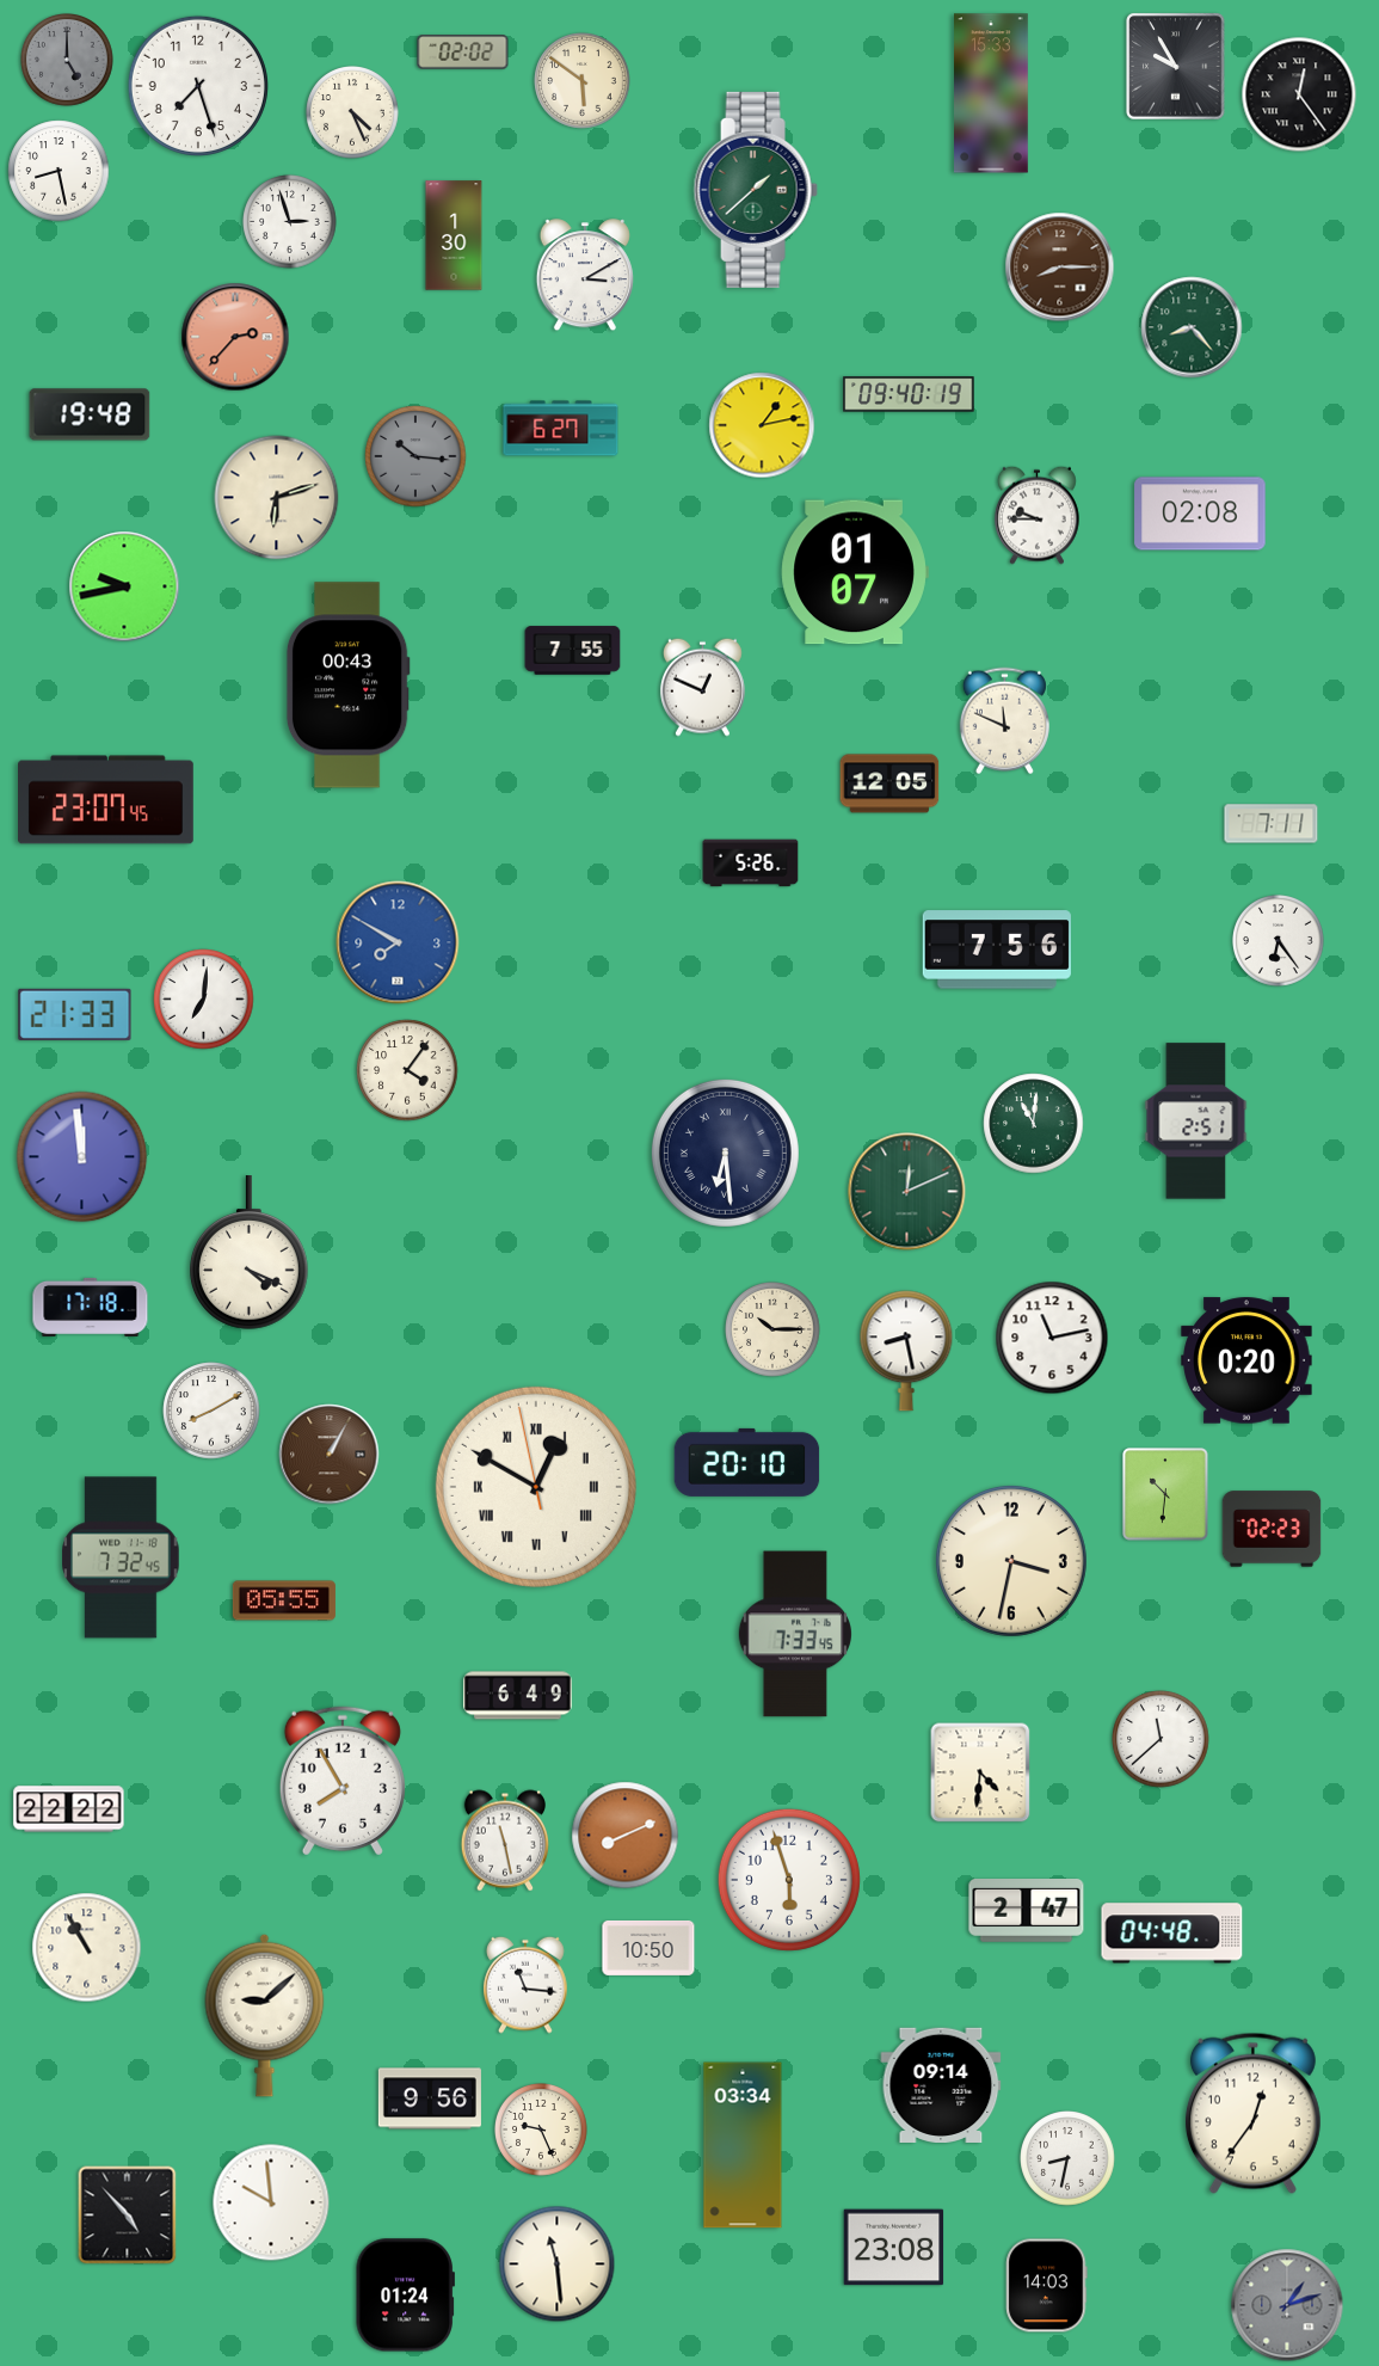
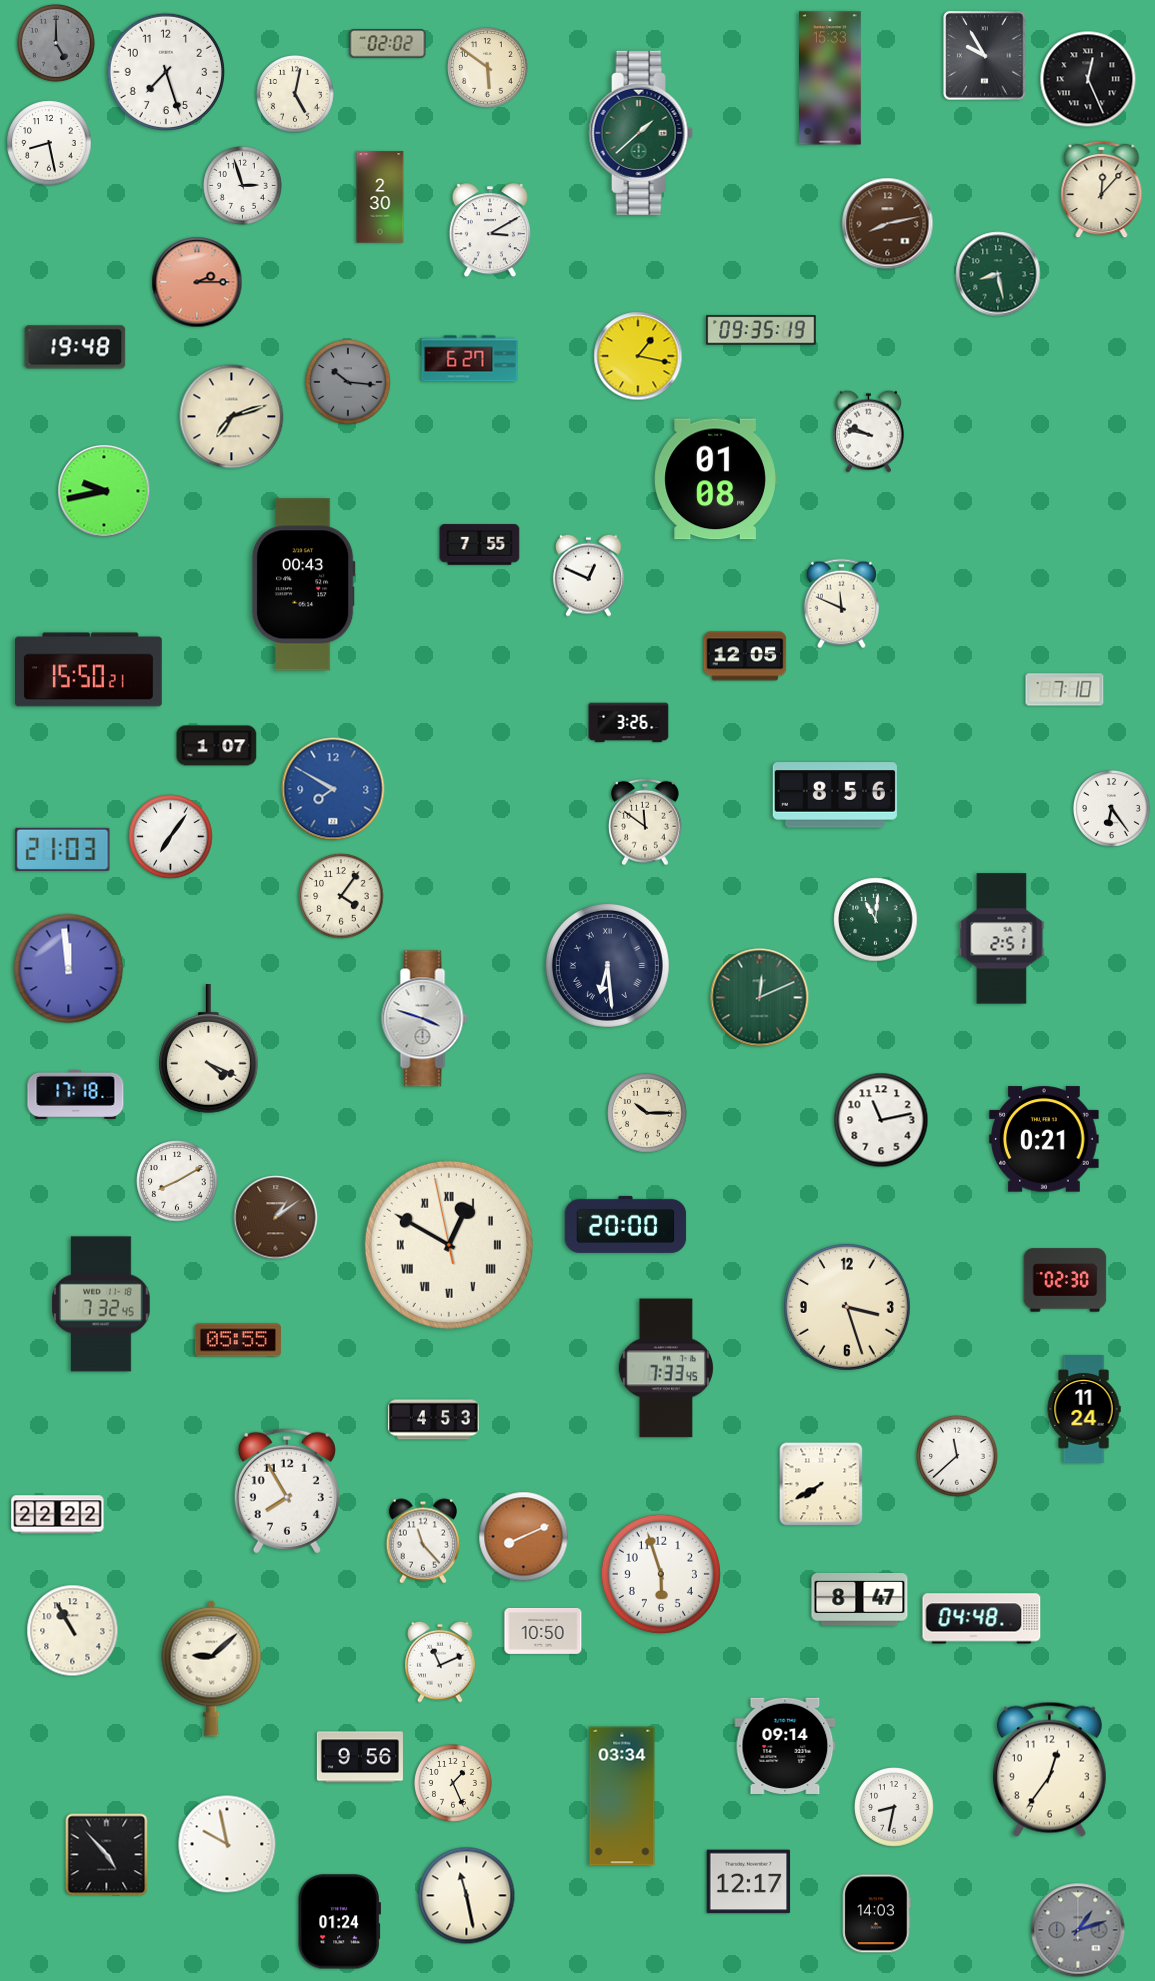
clock at (68, 61) position: (68, 61) -> (57, 44)
clock at (1299, 94): 12:24 -> 12:26
clock at (353, 113): 4:26 -> 5:02
clock at (756, 190) position: (756, 190) -> (641, 133)
clock at (1102, 190): none -> 12:07
clock at (454, 235): 1:30 -> 2:30
clock at (1060, 268): 8:15 -> 8:13
clock at (1192, 327): 8:23 -> 8:28
clock at (235, 337): 2:37 -> 2:15
clock at (909, 394): 09:40 -> 09:35
clock at (762, 425): 1:13 -> 1:17
clock at (277, 498): 6:12 -> 7:12
clock at (1200, 514): 02:08 -> none
clock at (1036, 515): 9:45 -> 9:47
clock at (855, 572): 01:07 -> 01:08
clock at (347, 686) position: (347, 686) -> (303, 585)
clock at (106, 800): 23:07 -> 15:50
clock at (1272, 824): 7:11 -> 7:10
clock at (751, 864): 5:26 -> 3:26
clock at (217, 746): none -> 1:07
clock at (1279, 941) position: (1279, 941) -> (1112, 809)
clock at (997, 950): 7:56 -> 8:56
clock at (646, 822): none -> 11:51
clock at (204, 1000): 7:01 -> 7:06
clock at (75, 1014): 21:33 -> 21:03
clock at (1034, 1124) position: (1034, 1124) -> (876, 920)
clock at (425, 1019): none -> 3:48
clock at (906, 1351): 8:28 -> none
clock at (1246, 1360): 0:20 -> 0:21
clock at (330, 1455): 1:05 -> 1:09
clock at (747, 1462): 20:10 -> 20:00
clock at (1165, 1494): 10:31 -> none
clock at (1272, 1529): 02:23 -> 02:30
clock at (1011, 1561): 3:32 -> 3:27
clock at (1084, 1410): none -> 11:24
clock at (518, 1696): 6:49 -> 4:53
clock at (1161, 1739) position: (1161, 1739) -> (957, 1456)
clock at (980, 1772): 4:31 -> 7:40
clock at (504, 1840): 11:28 -> 11:23
clock at (1027, 1911): 2:47 -> 8:47
clock at (525, 1985): 11:16 -> 11:11
clock at (265, 2015) position: (265, 2015) -> (212, 1668)
clock at (941, 2084) position: (941, 2084) -> (785, 1745)
clock at (542, 2131): 9:26 -> 1:26
clock at (271, 2202): 9:59 -> 9:58
clock at (894, 2248): 23:08 -> 12:17
clock at (558, 2264): 11:29 -> 11:28
